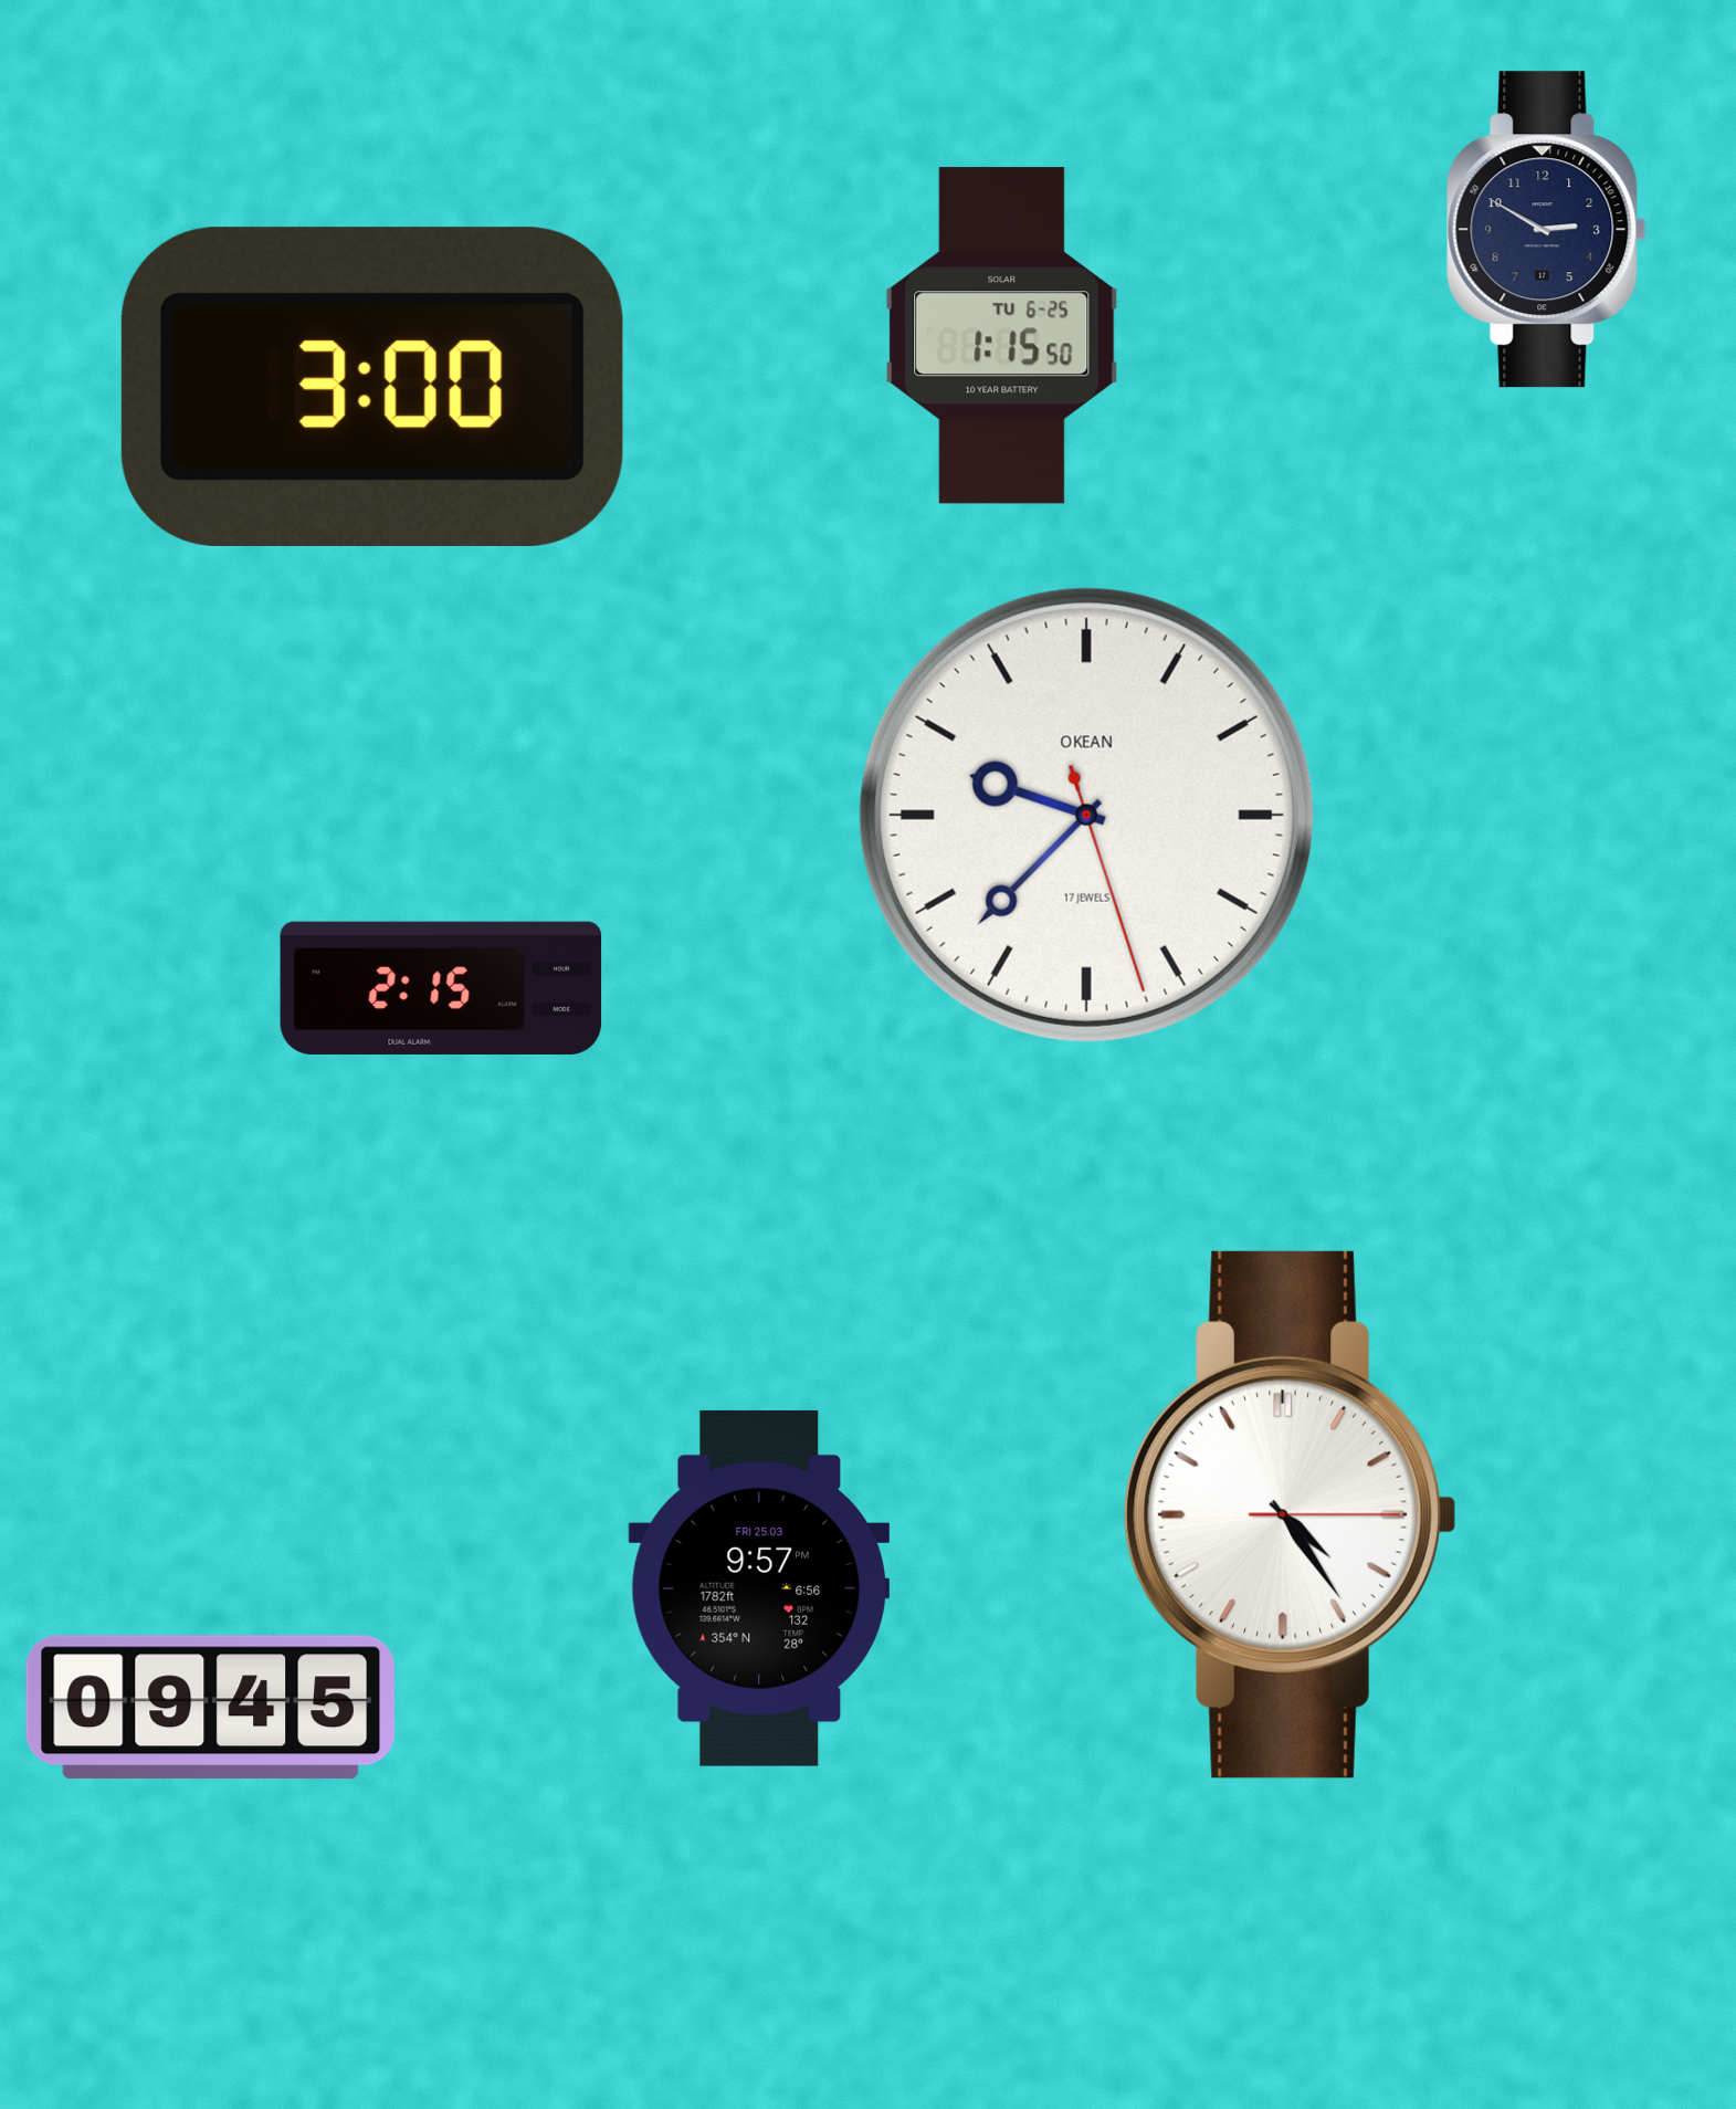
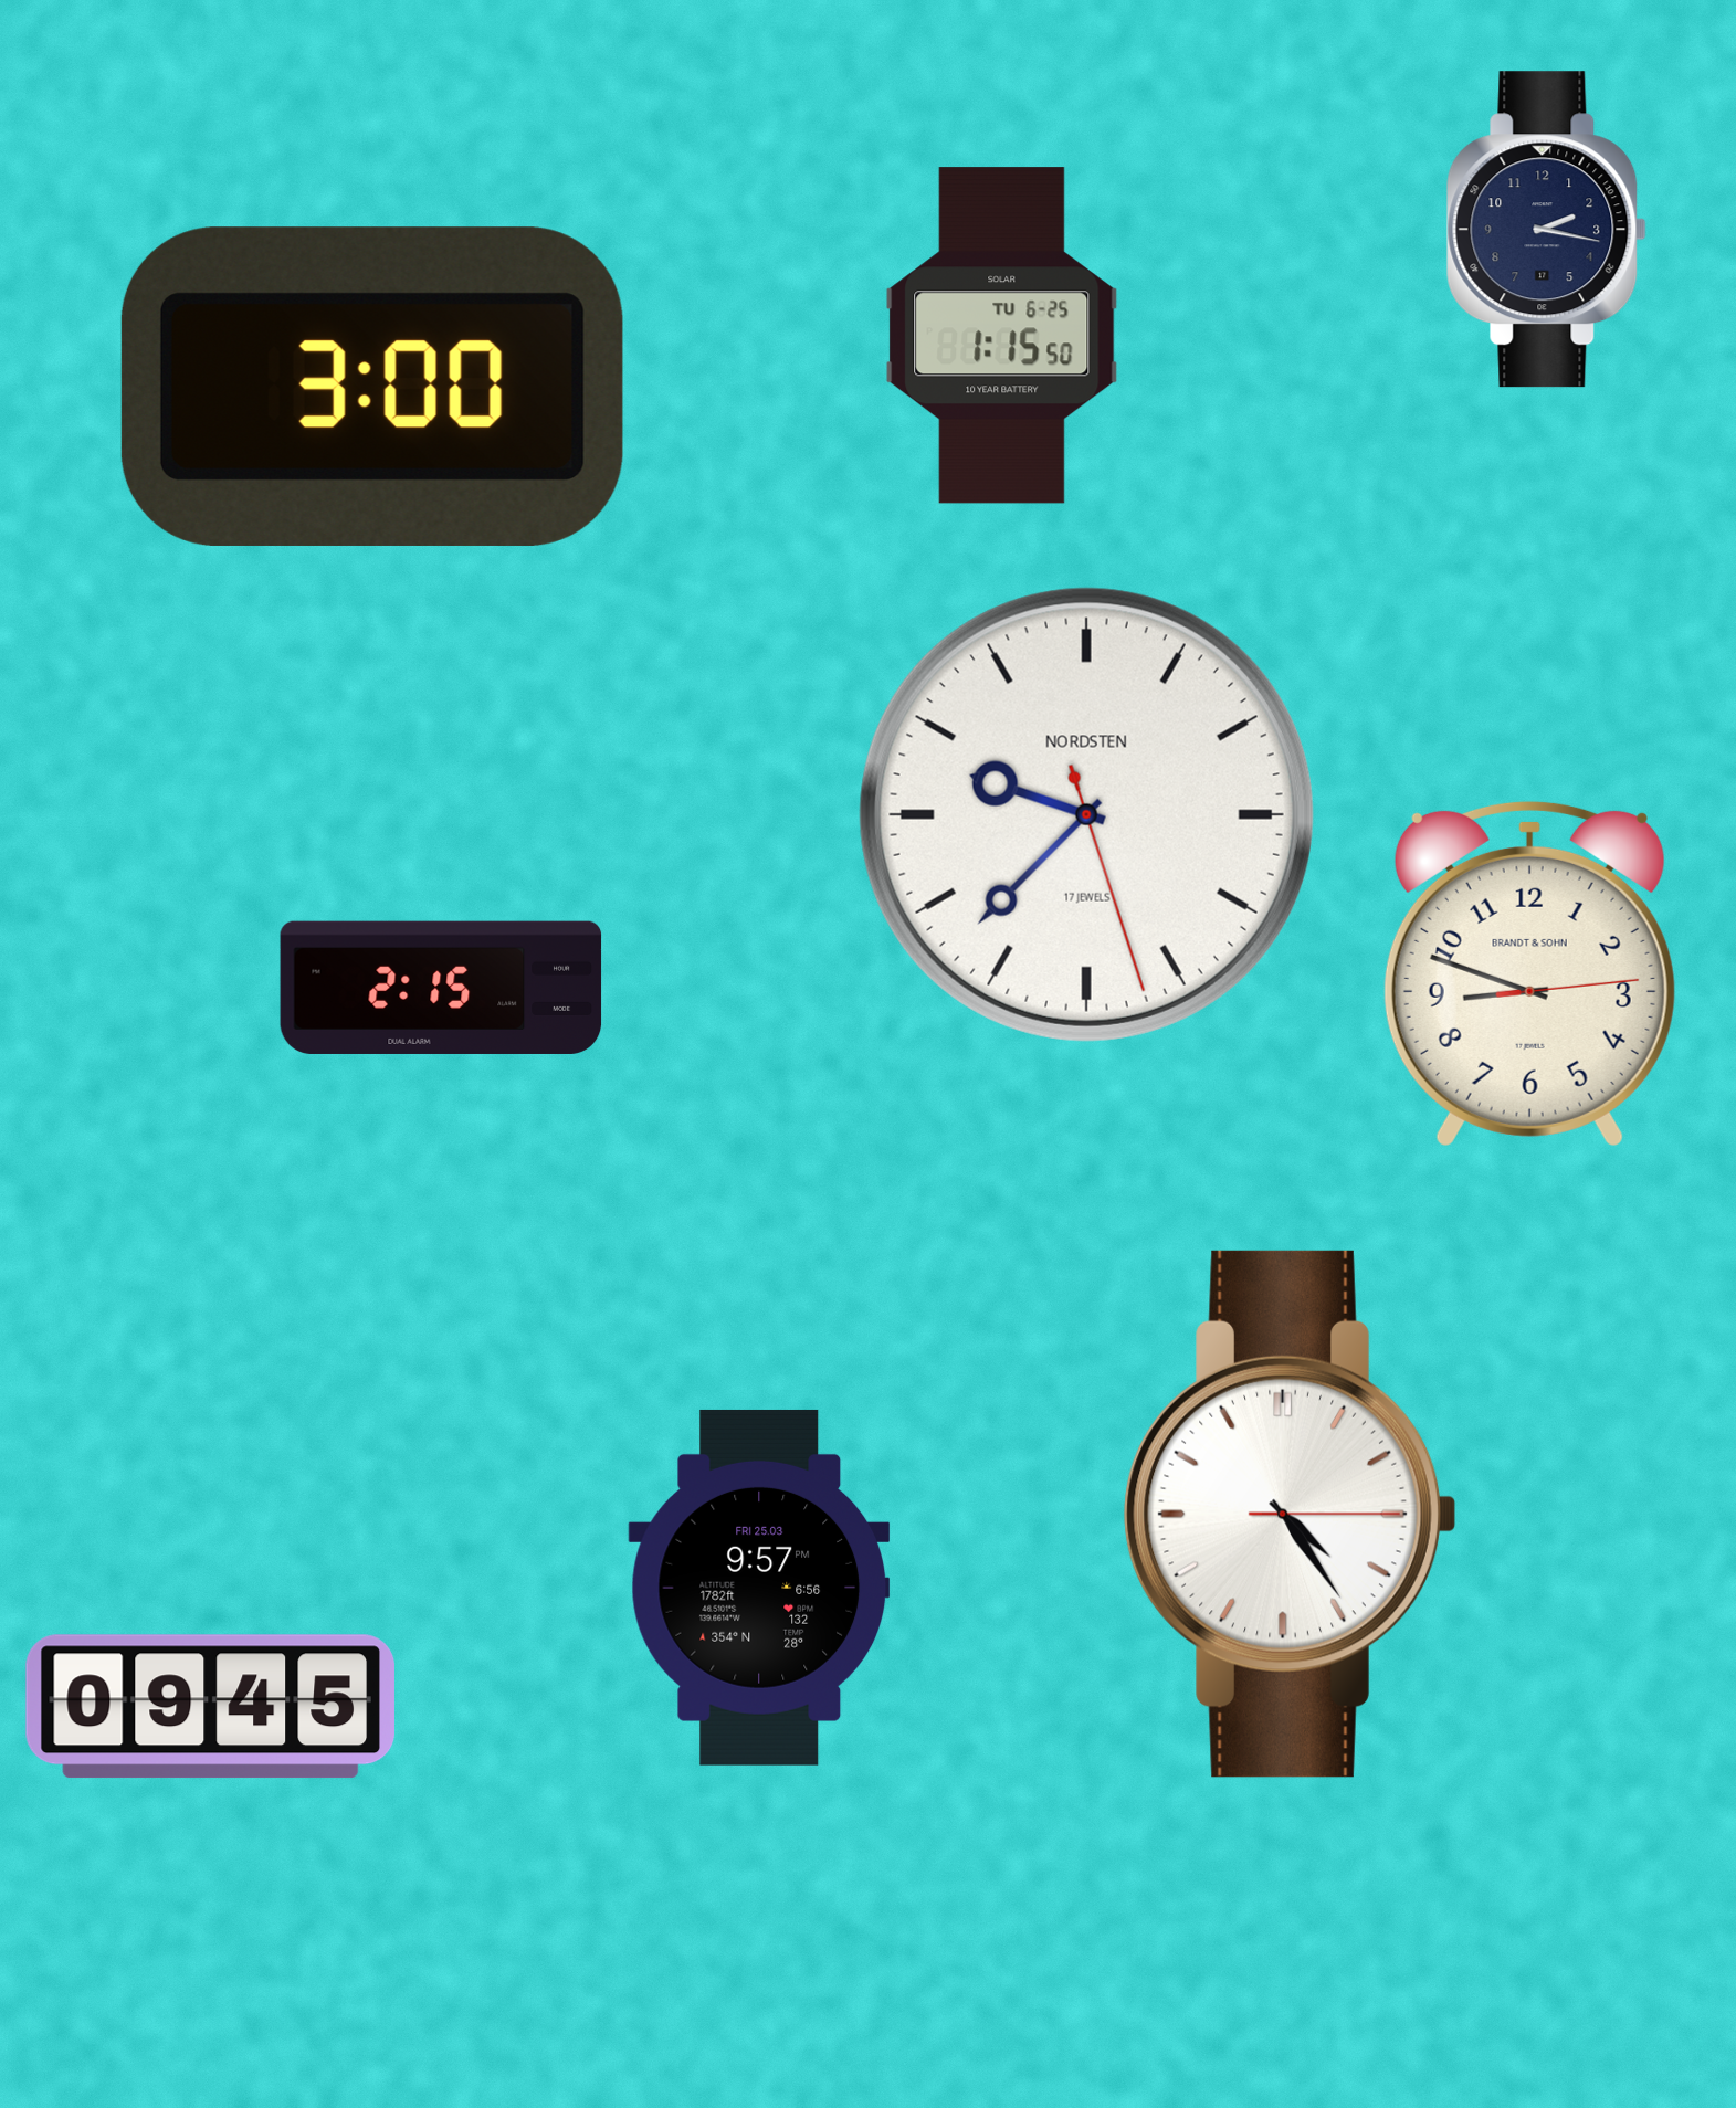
clock at (1546, 230): 2:50 -> 2:17
clock at (1086, 815) brand: OKEAN -> NORDSTEN
clock at (1529, 973): none -> 8:48
